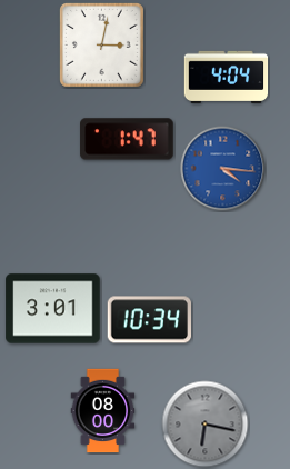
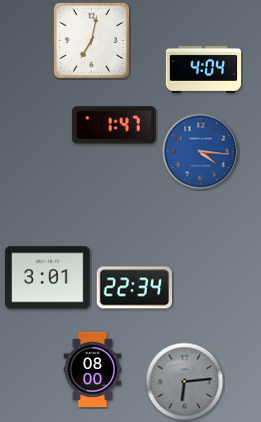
clock at (101, 44): 3:02 -> 7:02
clock at (149, 320): 10:34 -> 22:34
clock at (206, 425): 6:17 -> 6:14
